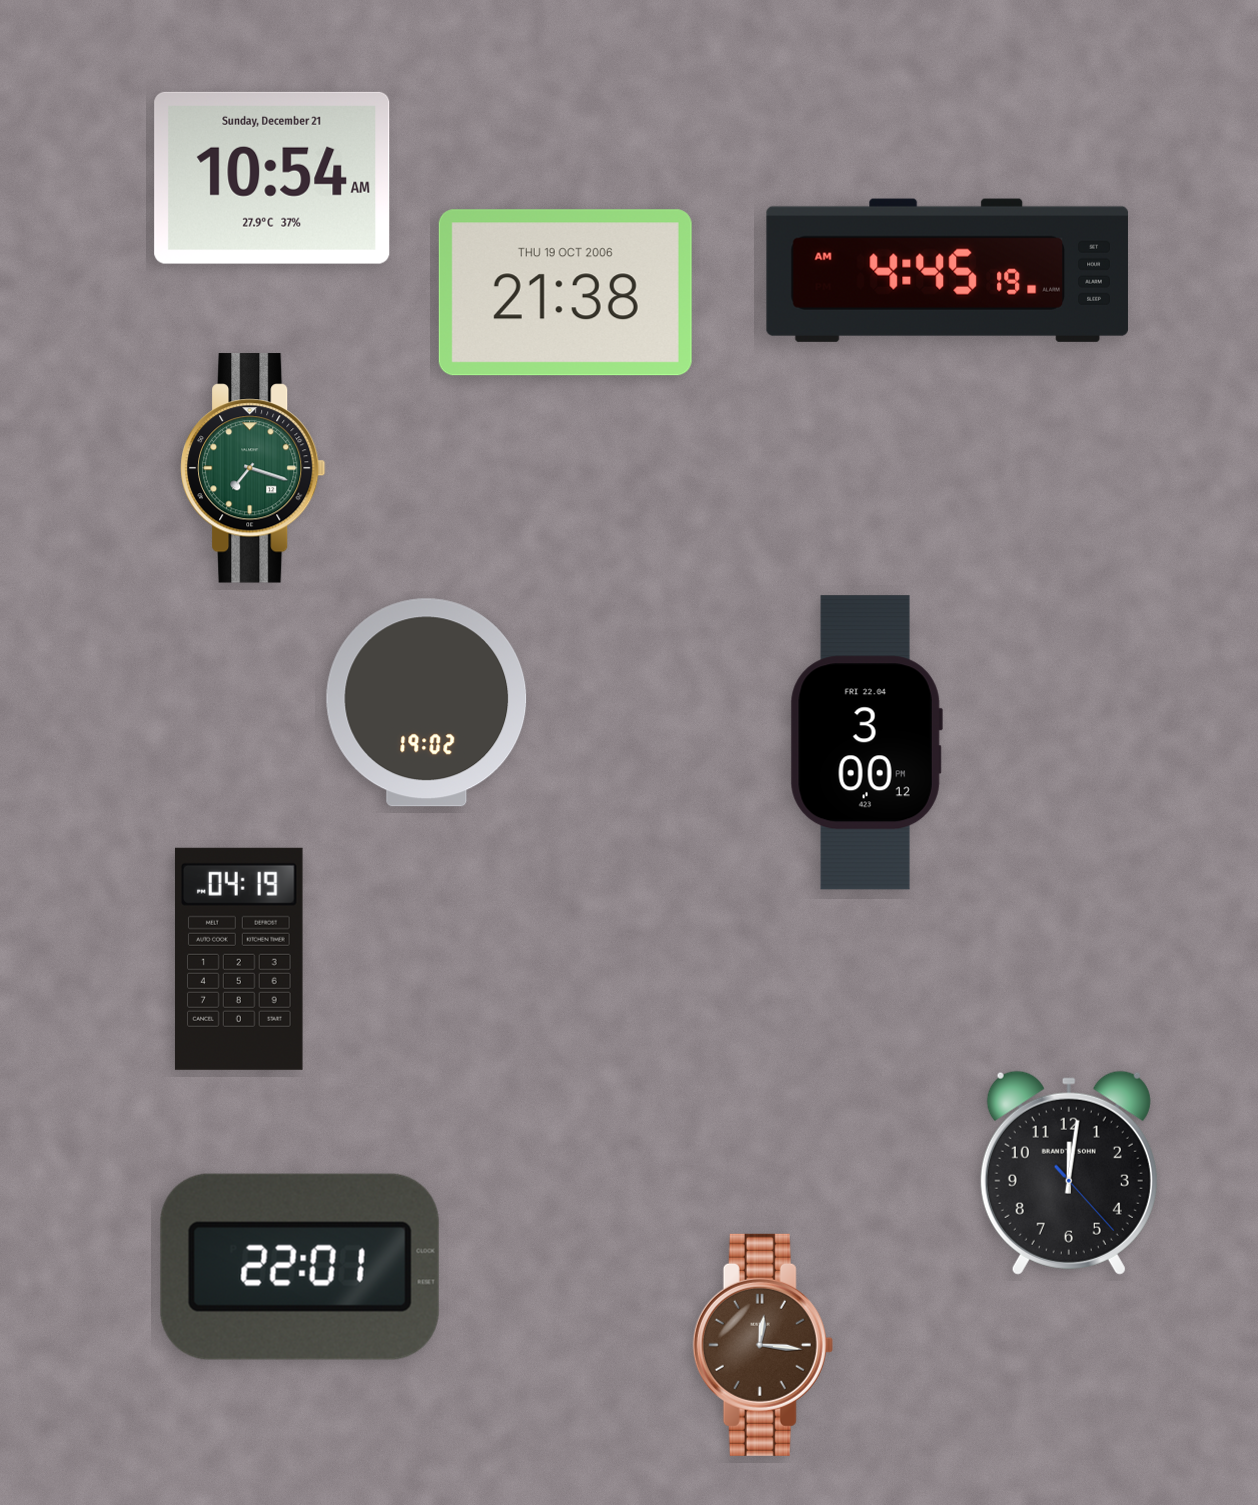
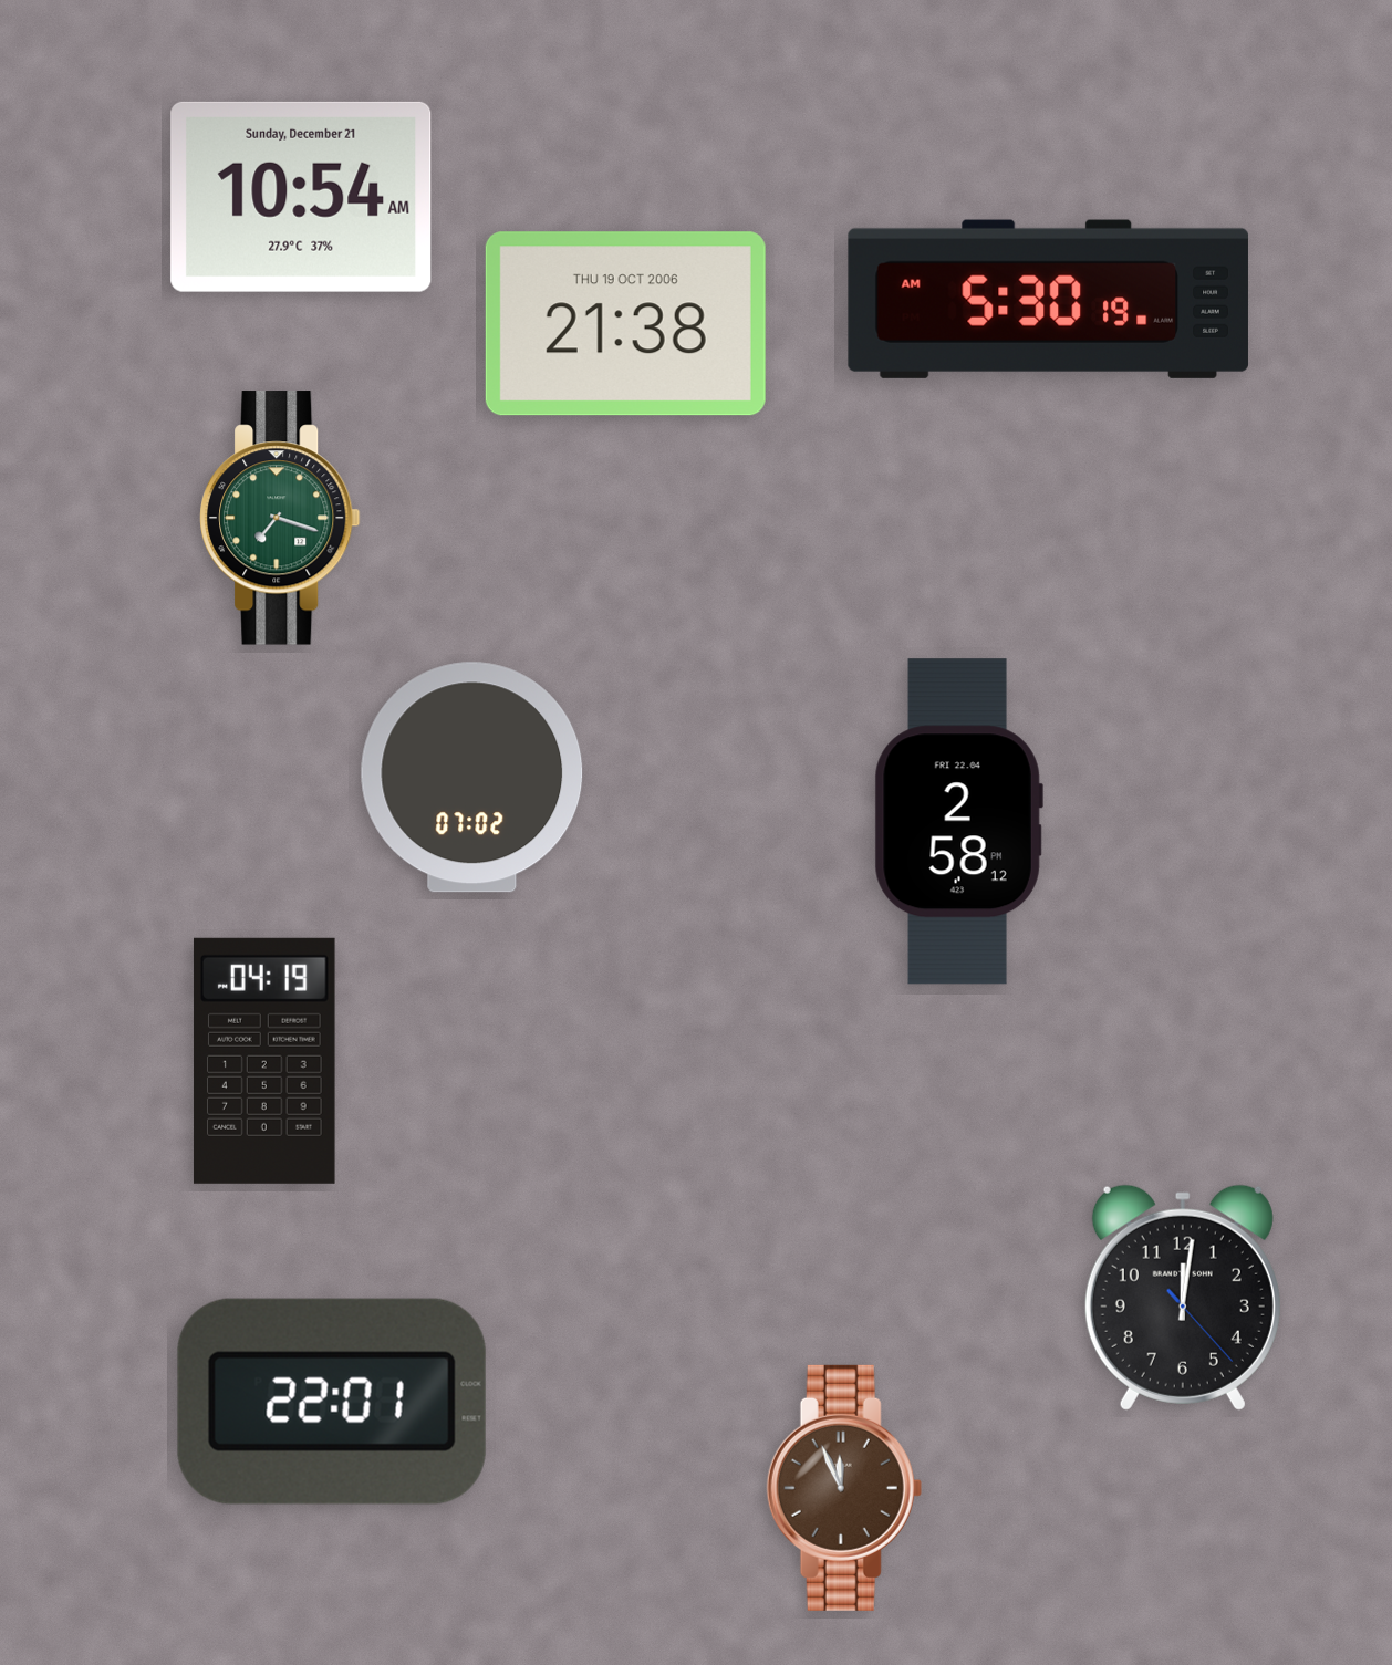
clock at (947, 270): 4:45 -> 5:30
clock at (427, 703): 19:02 -> 07:02
clock at (866, 743): 3:00 -> 2:58
clock at (763, 1345): 12:16 -> 11:56
